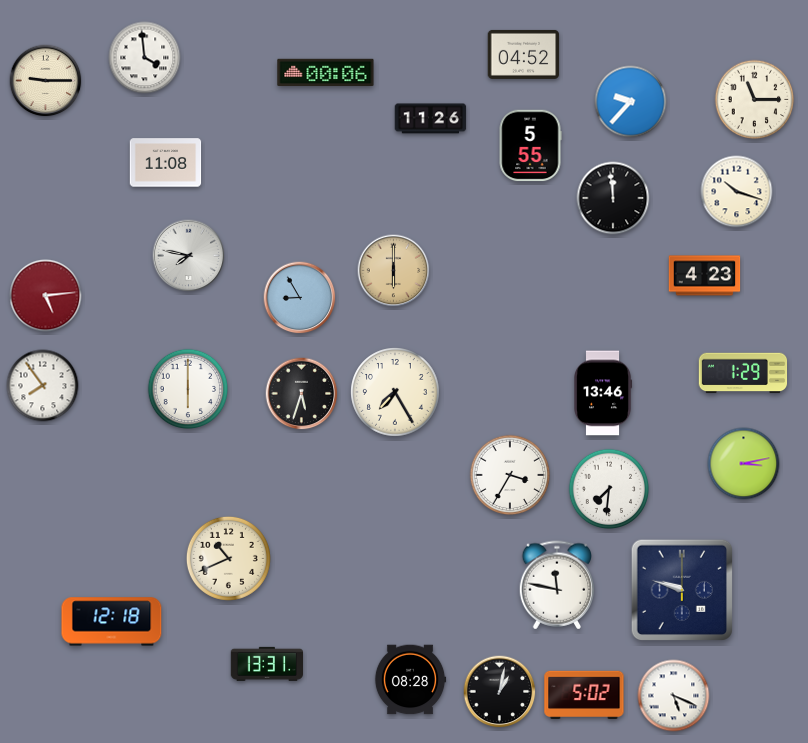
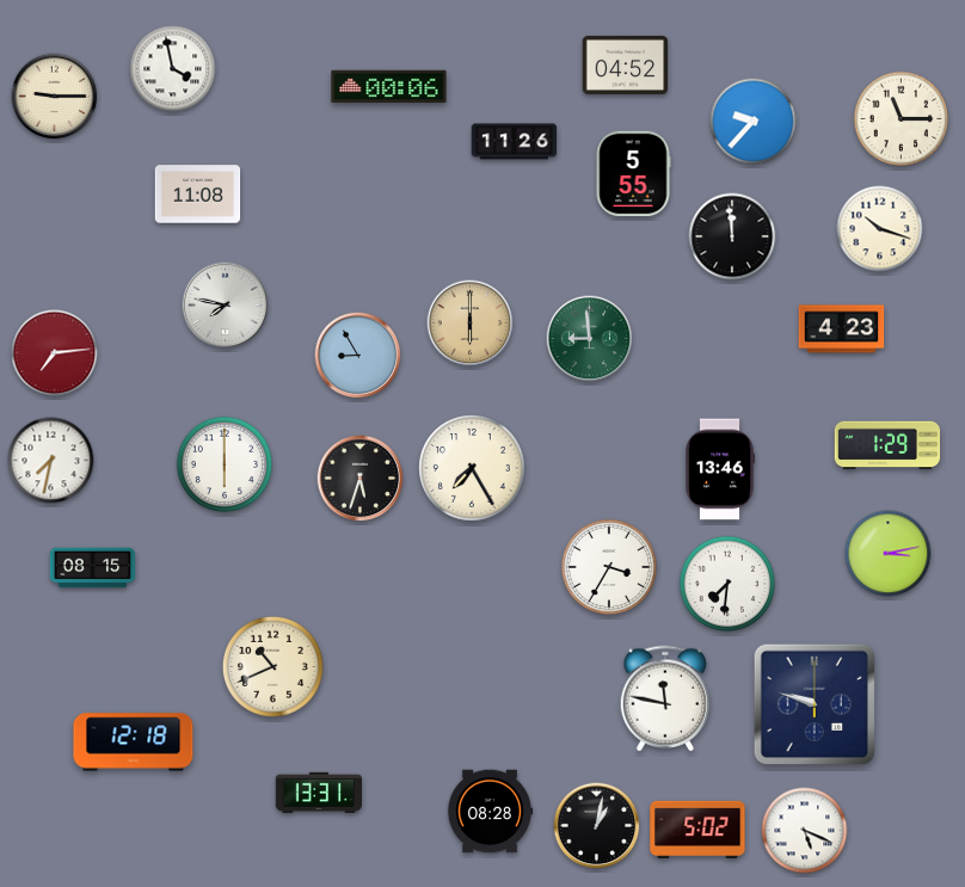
clock at (145, 58): 3:59 -> 3:58
clock at (590, 339): none -> 8:59
clock at (46, 296): 5:14 -> 7:14
clock at (43, 386): 7:54 -> 7:32
clock at (302, 394) position: (302, 394) -> (361, 479)
clock at (93, 568): none -> 08:15
